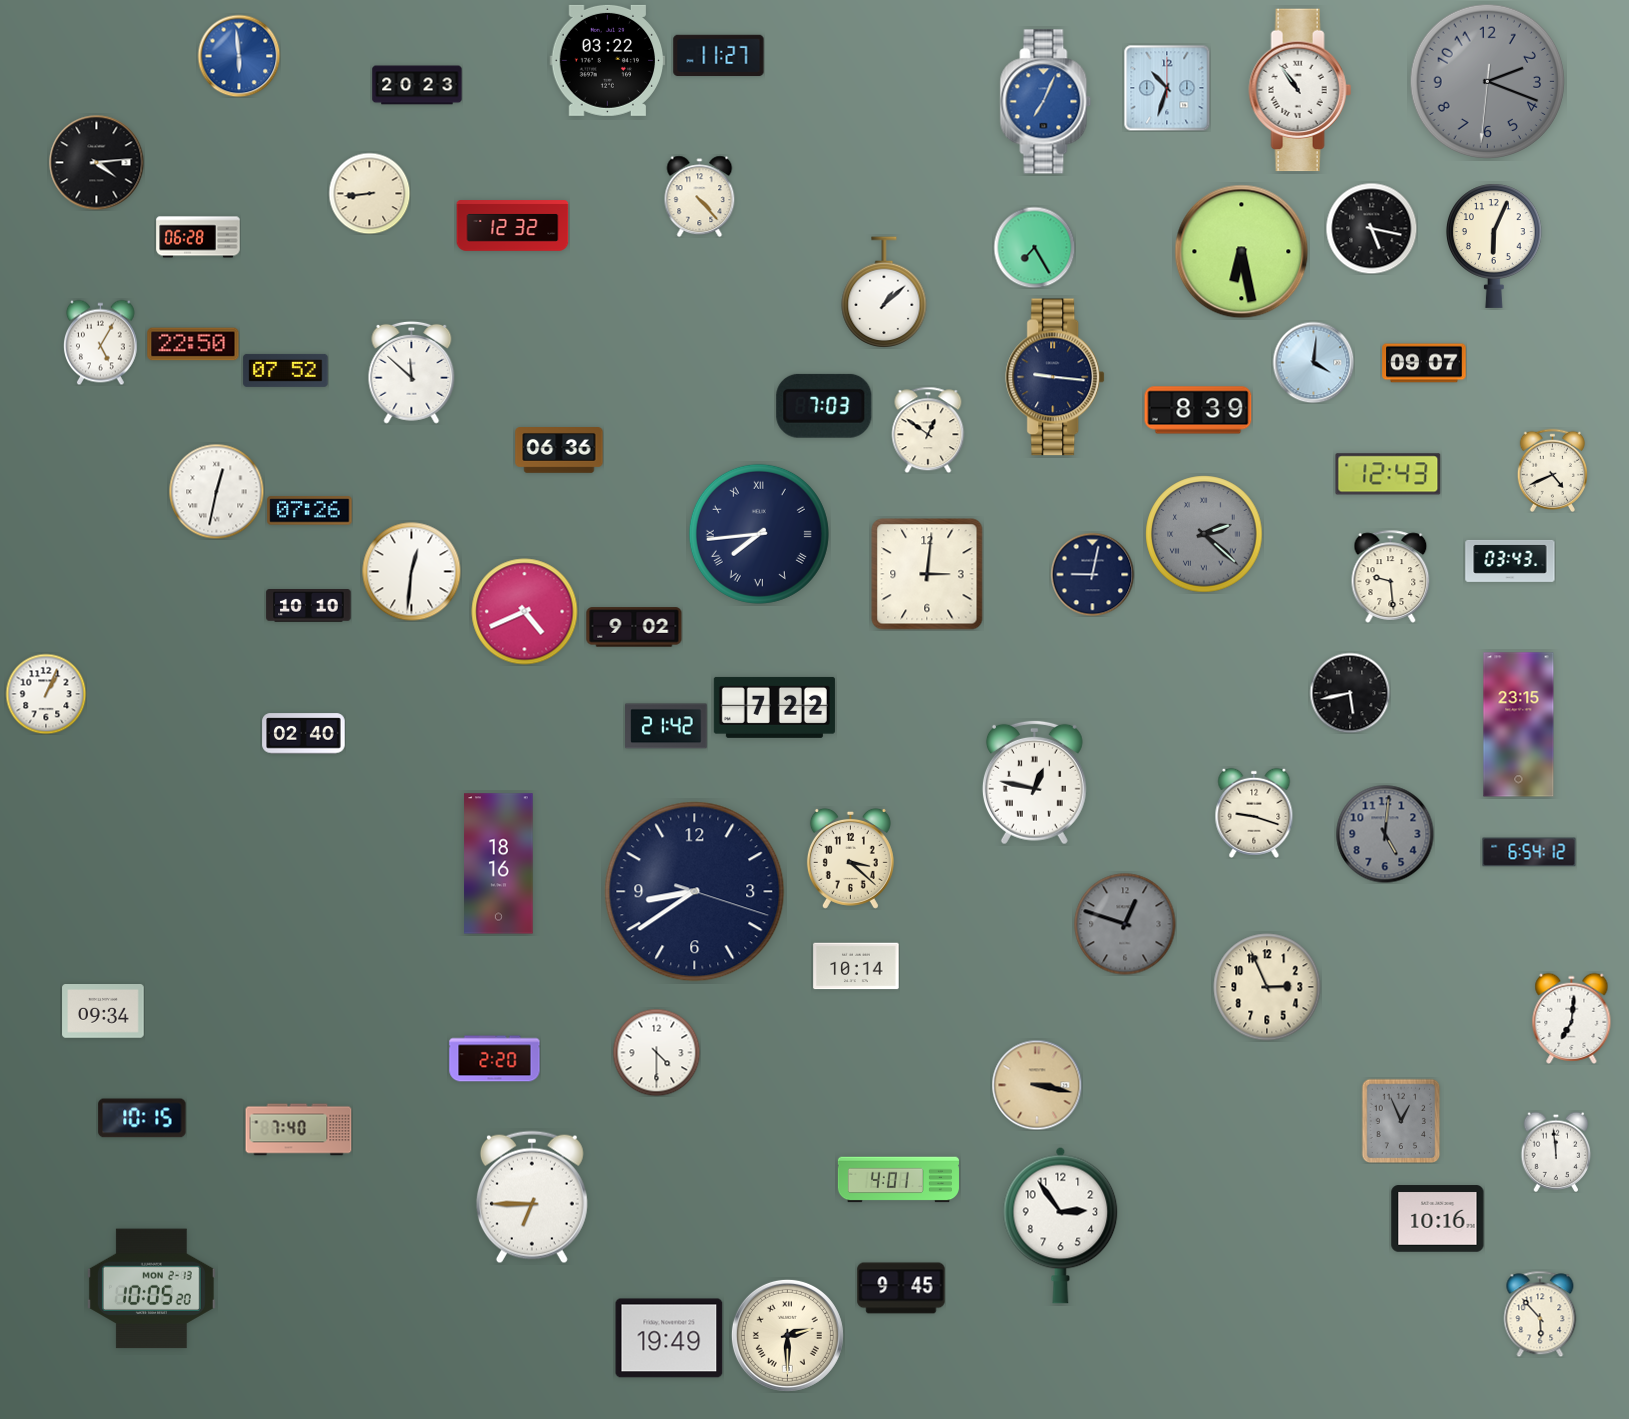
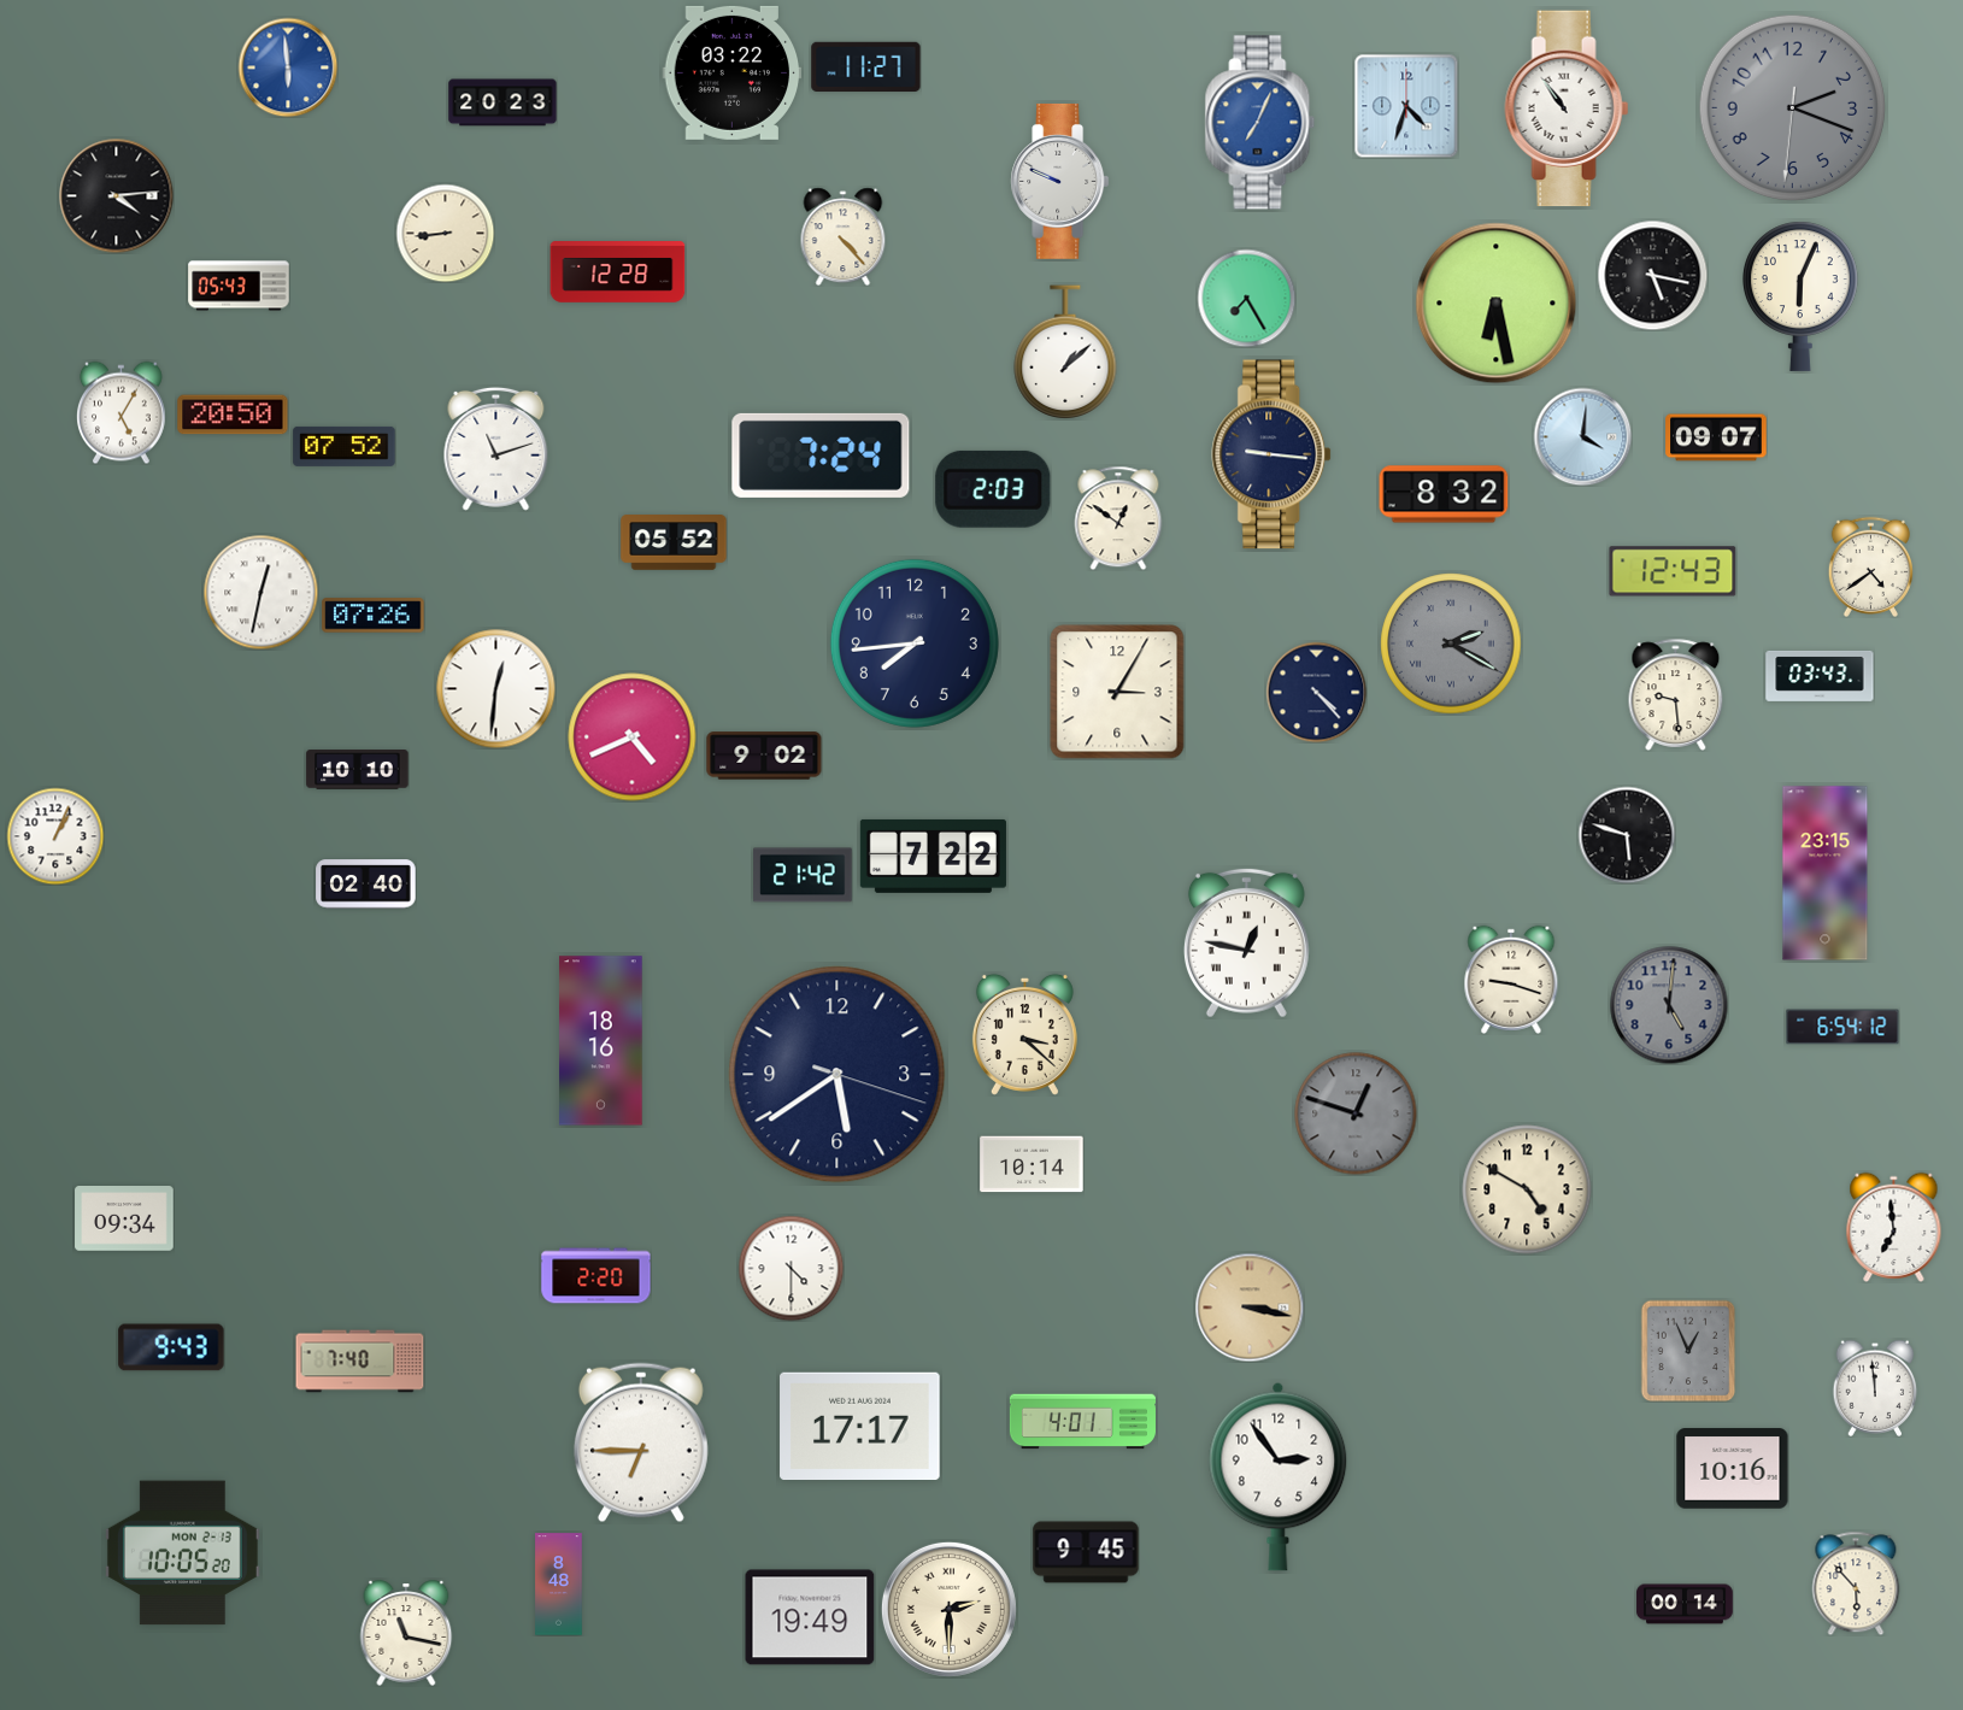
clock at (1488, 82) position: (1488, 82) -> (1793, 108)
clock at (1167, 88): 10:33 -> 4:33
clock at (1060, 181): none -> 9:49
clock at (513, 226): 12:32 -> 12:28
clock at (198, 237): 06:28 -> 05:43
clock at (193, 344): 22:50 -> 20:50
clock at (412, 372): 11:52 -> 11:12
clock at (821, 456): none -> 7:24
clock at (824, 406): 7:03 -> 2:03
clock at (1198, 410): 8:39 -> 8:32
clock at (559, 450): 06:36 -> 05:52
clock at (1552, 470): 4:41 -> 4:39
clock at (759, 534) numerals: Roman -> Arabic
clock at (1204, 534): 2:22 -> 2:20
clock at (927, 574): 3:01 -> 3:05
clock at (1092, 574): 9:02 -> 4:23
clock at (309, 606) position: (309, 606) -> (358, 770)
clock at (1350, 693): 5:43 -> 5:48
clock at (774, 707) position: (774, 707) -> (933, 856)
clock at (1519, 725) position: (1519, 725) -> (1826, 874)
clock at (695, 892): 8:39 -> 5:39
clock at (1267, 987): 2:56 -> 4:50
clock at (1572, 1018): 7:01 -> 6:59
clock at (142, 1118): 10:15 -> 9:43
clock at (860, 1426): none -> 17:17
clock at (559, 1585): none -> 8:48
clock at (1685, 1604): none -> 00:14
clock at (669, 1338) position: (669, 1338) -> (810, 1617)
clock at (406, 1633): none -> 11:17
